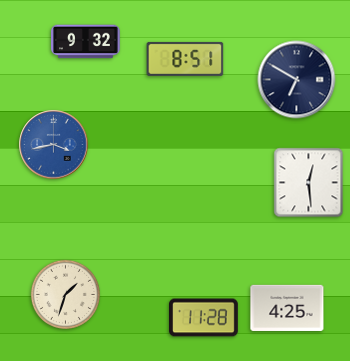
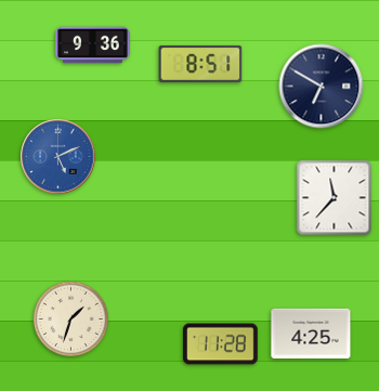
clock at (86, 42): 9:32 -> 9:36
clock at (54, 145): 3:43 -> 5:11
clock at (309, 183): 12:29 -> 11:37
